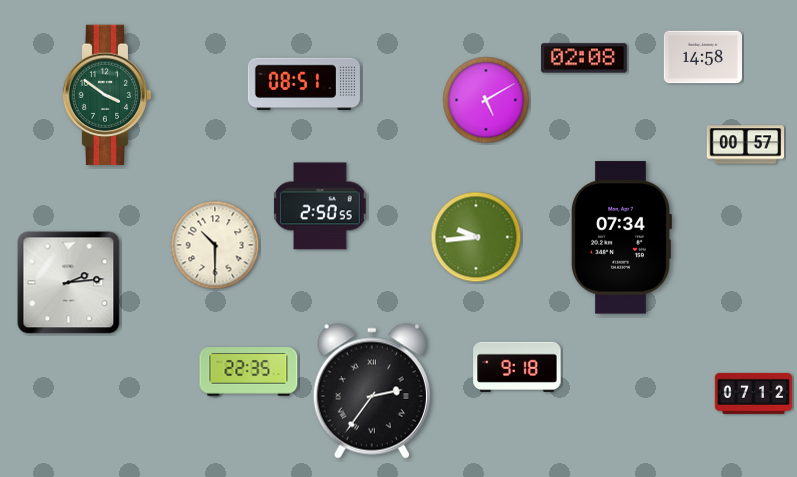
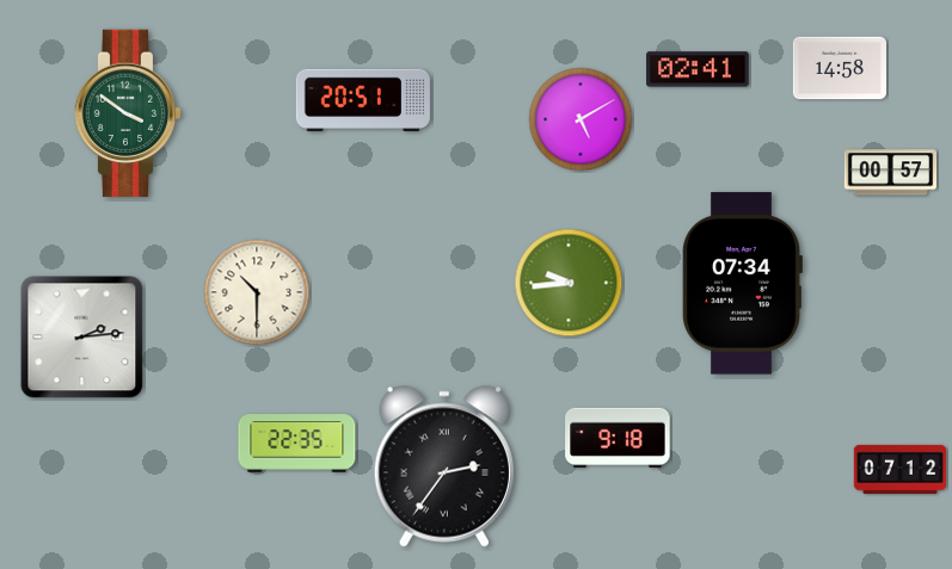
clock at (584, 58): 02:08 -> 02:41
clock at (304, 84): 08:51 -> 20:51
clock at (320, 206): 2:50 -> none
